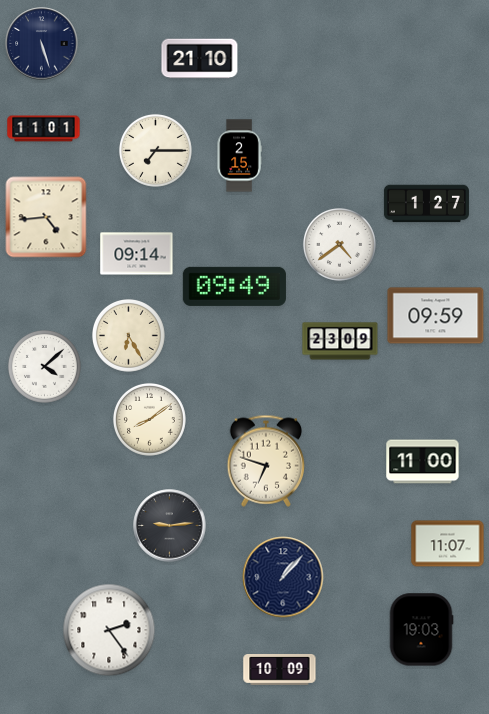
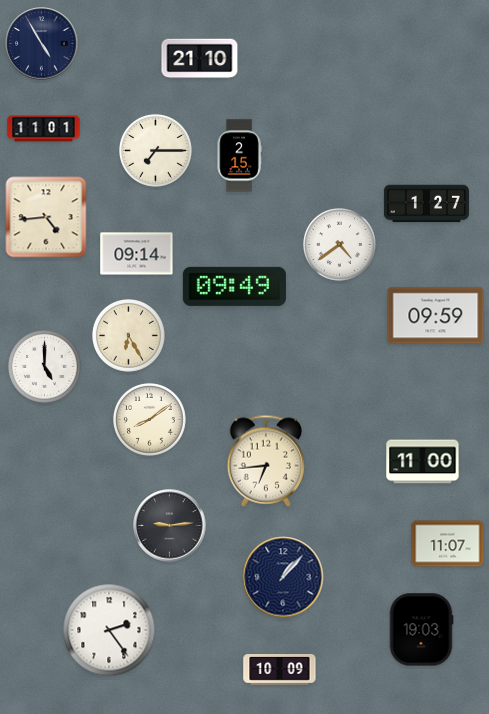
clock at (42, 44): 5:27 -> 4:55
clock at (340, 341): 23:09 -> none
clock at (44, 366): 4:08 -> 5:00
clock at (266, 461): 6:48 -> 6:44
